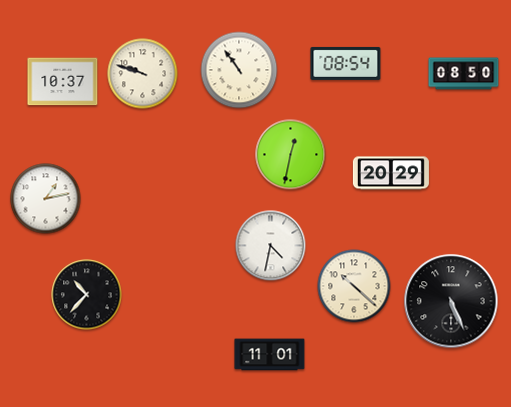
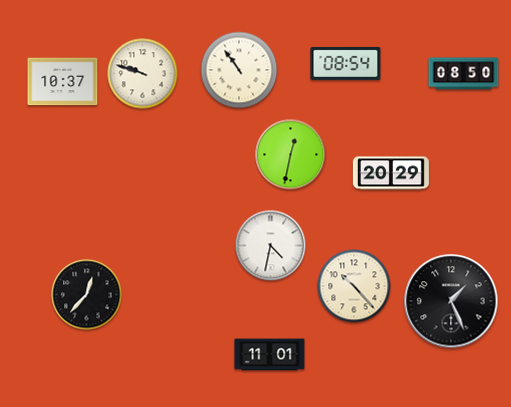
clock at (46, 199): 1:13 -> none
clock at (354, 286): 10:22 -> 10:23
clock at (87, 295): 10:37 -> 12:37
clock at (451, 301): 5:26 -> 1:26
